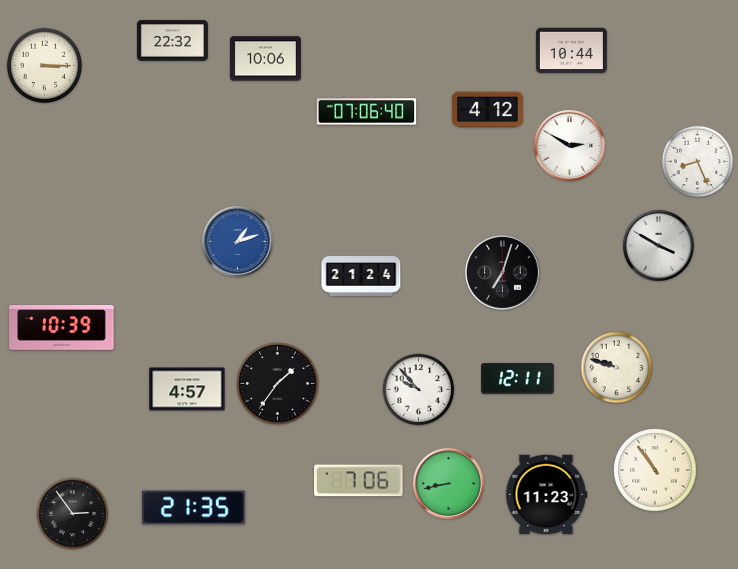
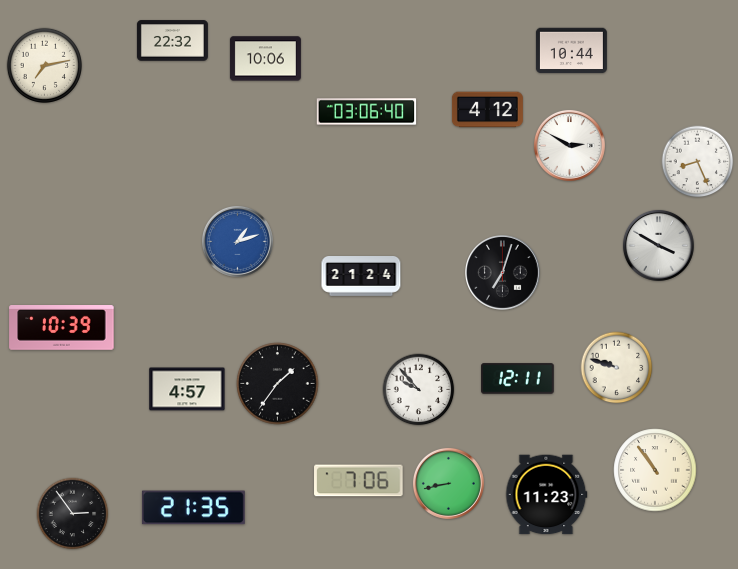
clock at (44, 65): 3:15 -> 7:13
clock at (367, 112): 07:06 -> 03:06
